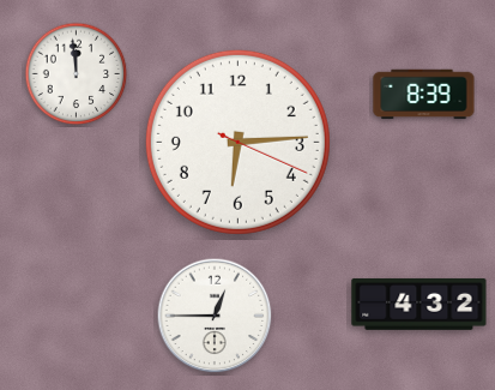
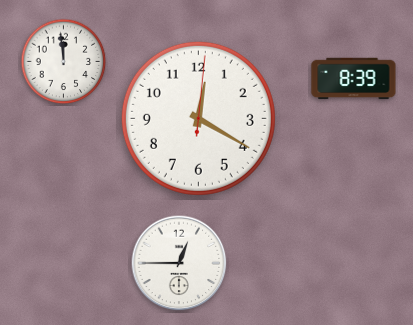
clock at (237, 142): 6:14 -> 12:20
clock at (419, 304): 4:32 -> none
